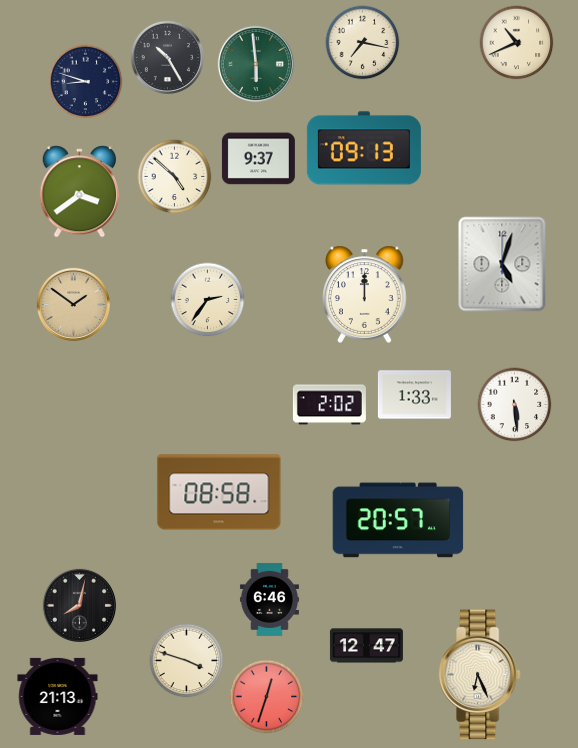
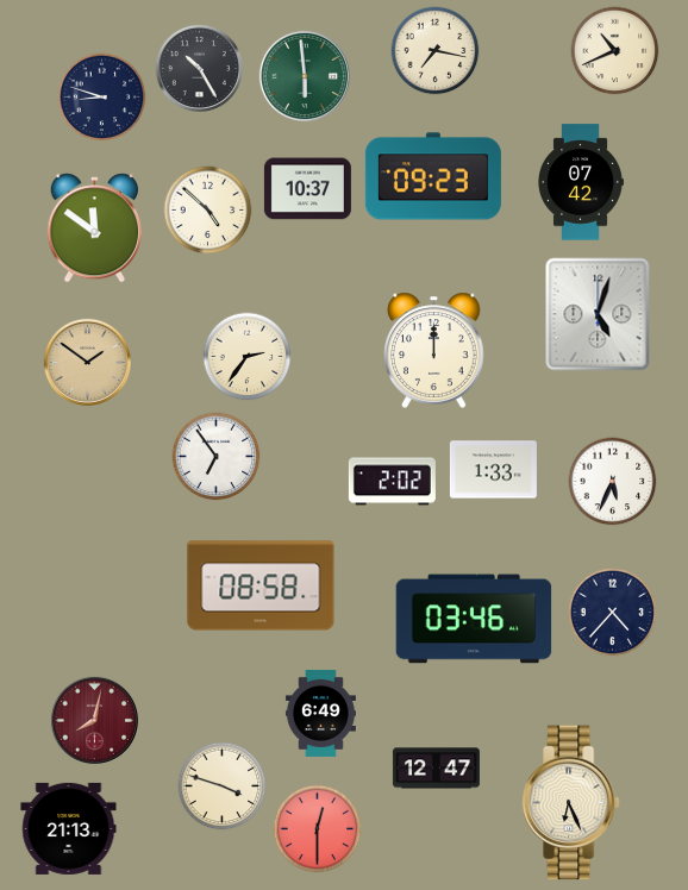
clock at (363, 43) position: (363, 43) -> (436, 51)
clock at (364, 148): 09:13 -> 09:23
clock at (581, 182): none -> 07:42
clock at (258, 159): 9:37 -> 10:37
clock at (80, 192): 3:39 -> 11:51
clock at (217, 457): none -> 6:54
clock at (515, 405): 5:29 -> 5:34
clock at (613, 613): none -> 4:37
clock at (398, 520): 20:57 -> 03:46
clock at (269, 599): 6:46 -> 6:49
clock at (79, 605) dial: black -> burgundy
clock at (267, 697): 12:33 -> 12:30
